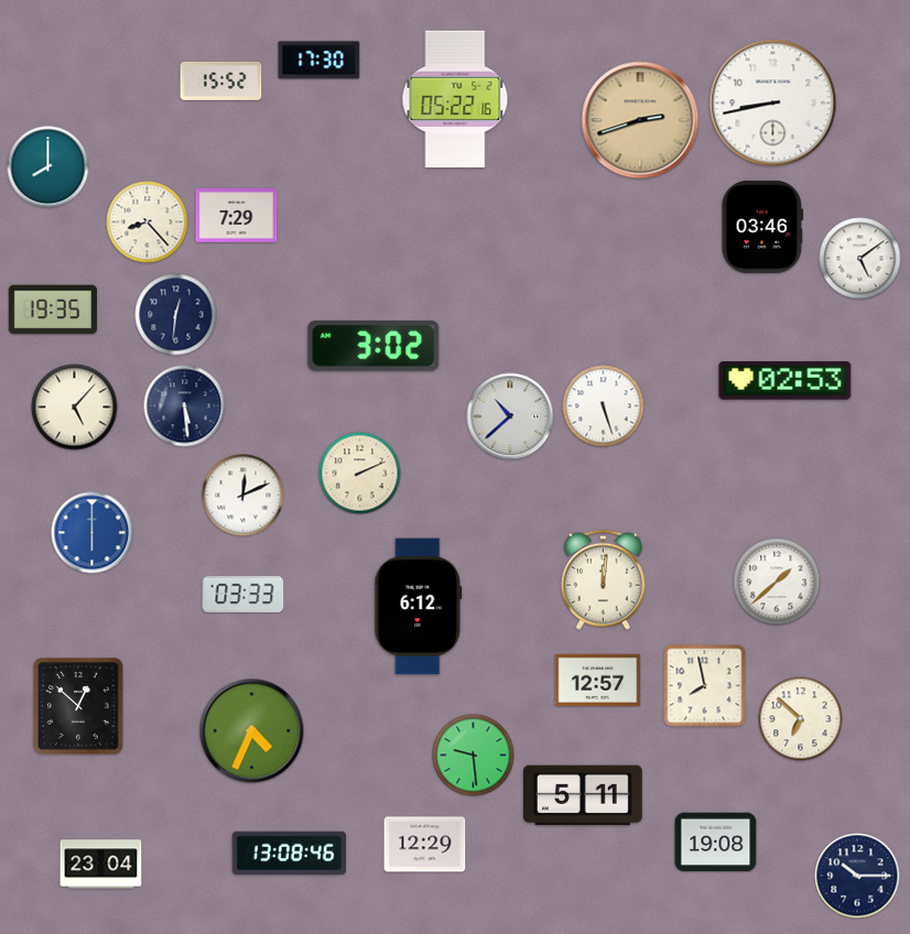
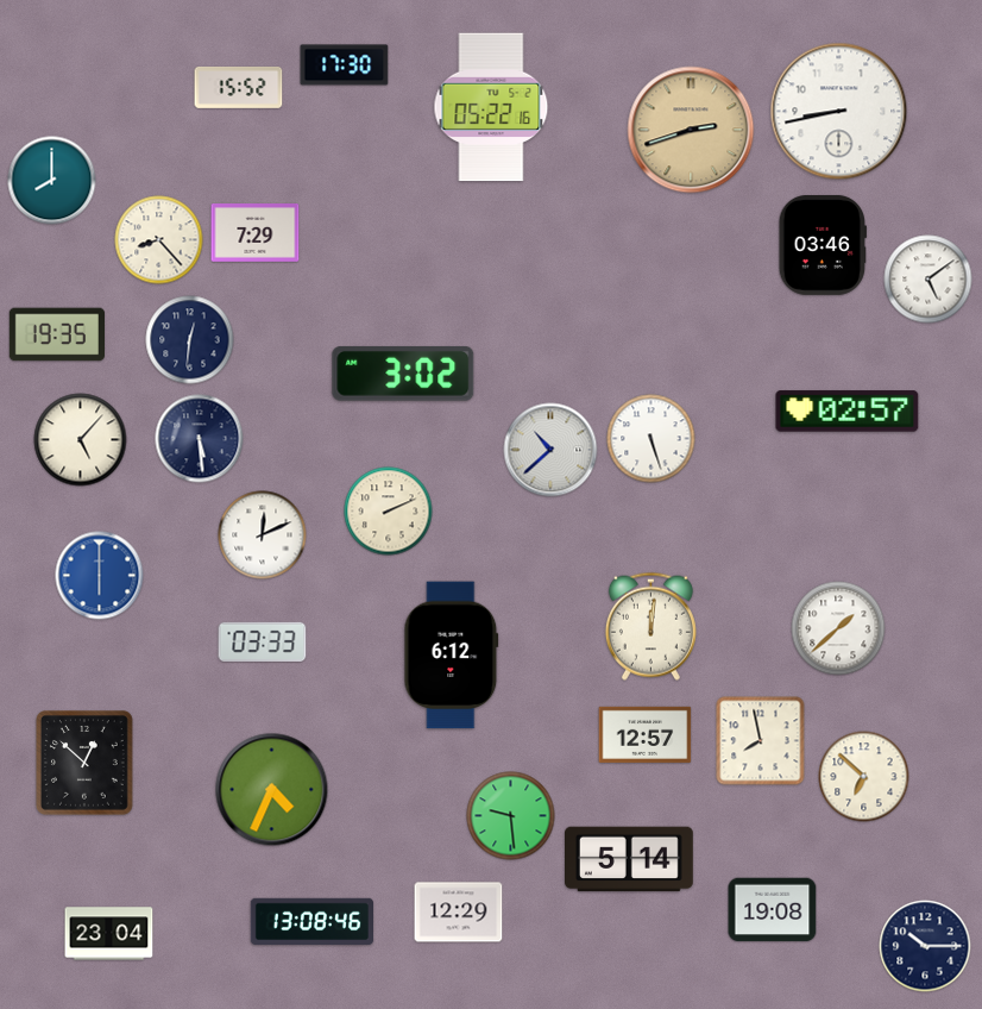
clock at (773, 104) position: (773, 104) -> (839, 112)
clock at (786, 381): 02:53 -> 02:57
clock at (584, 795): 5:11 -> 5:14
